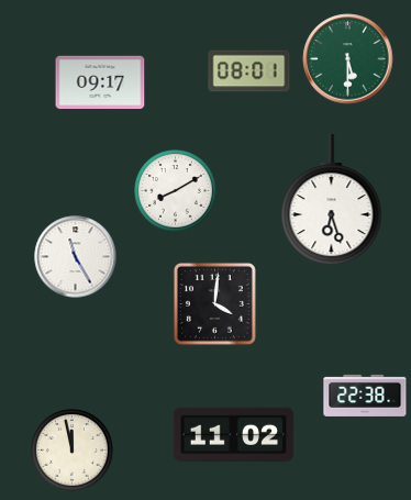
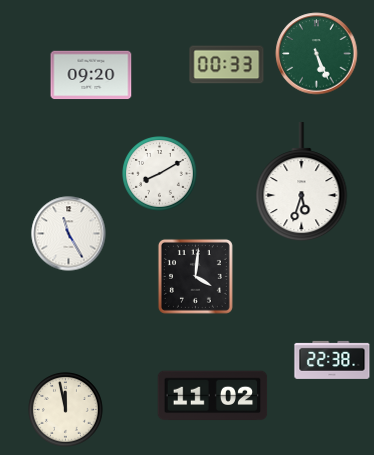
clock at (348, 59): 5:30 -> 5:26
clock at (249, 71): 08:01 -> 00:33
clock at (100, 82): 09:17 -> 09:20
clock at (332, 200): 6:27 -> 5:33
